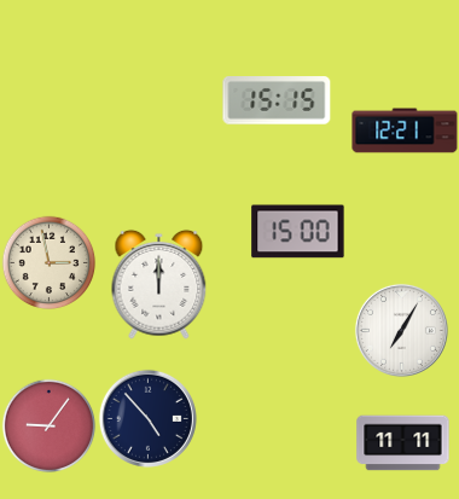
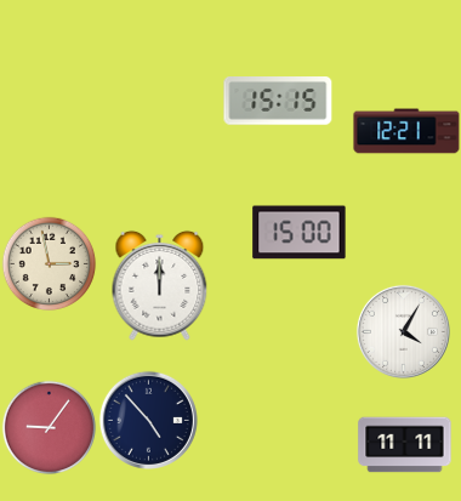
clock at (401, 330): 7:05 -> 4:05
